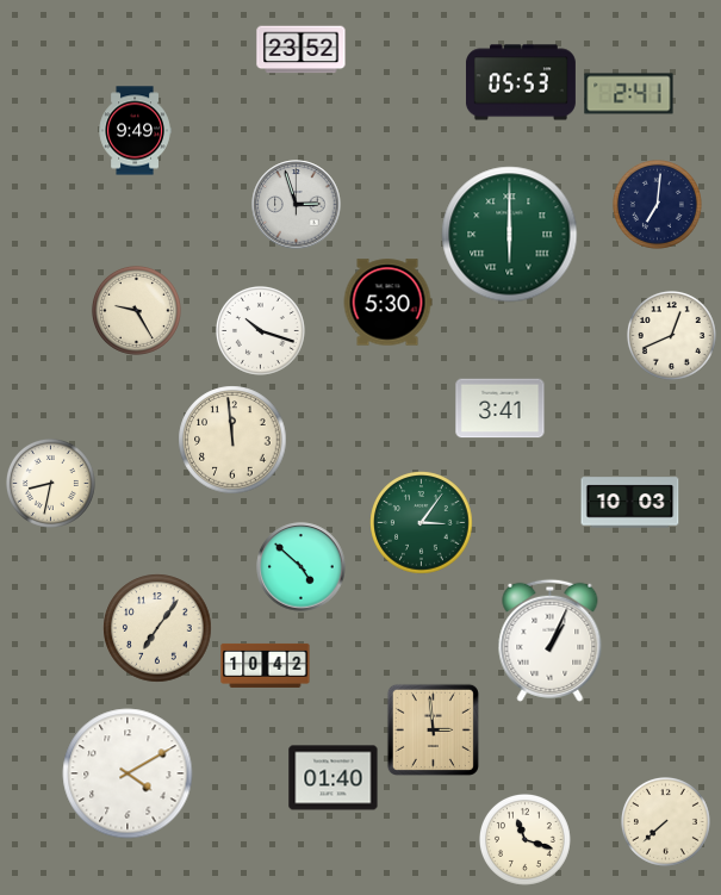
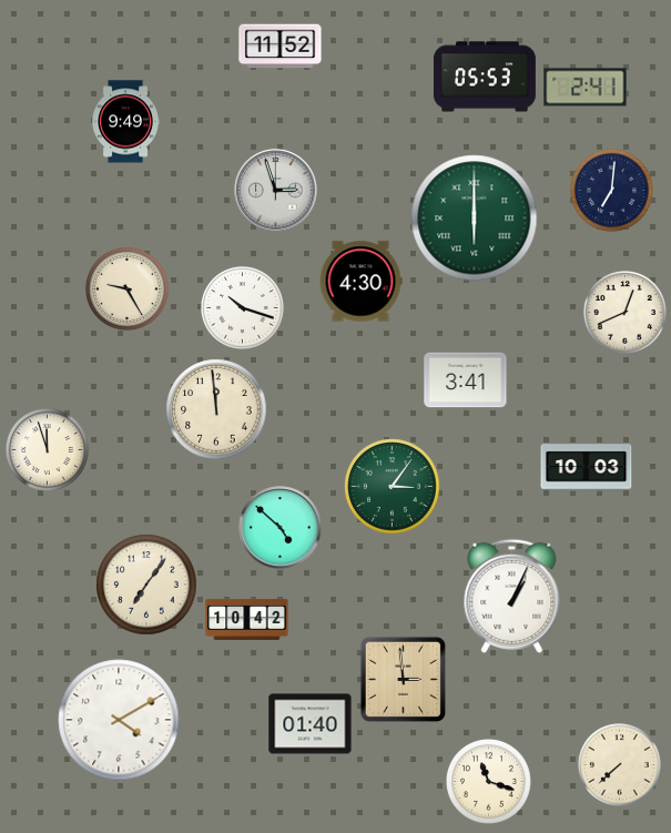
clock at (302, 50): 23:52 -> 11:52
clock at (387, 303): 5:30 -> 4:30
clock at (50, 483): 8:32 -> 11:57
